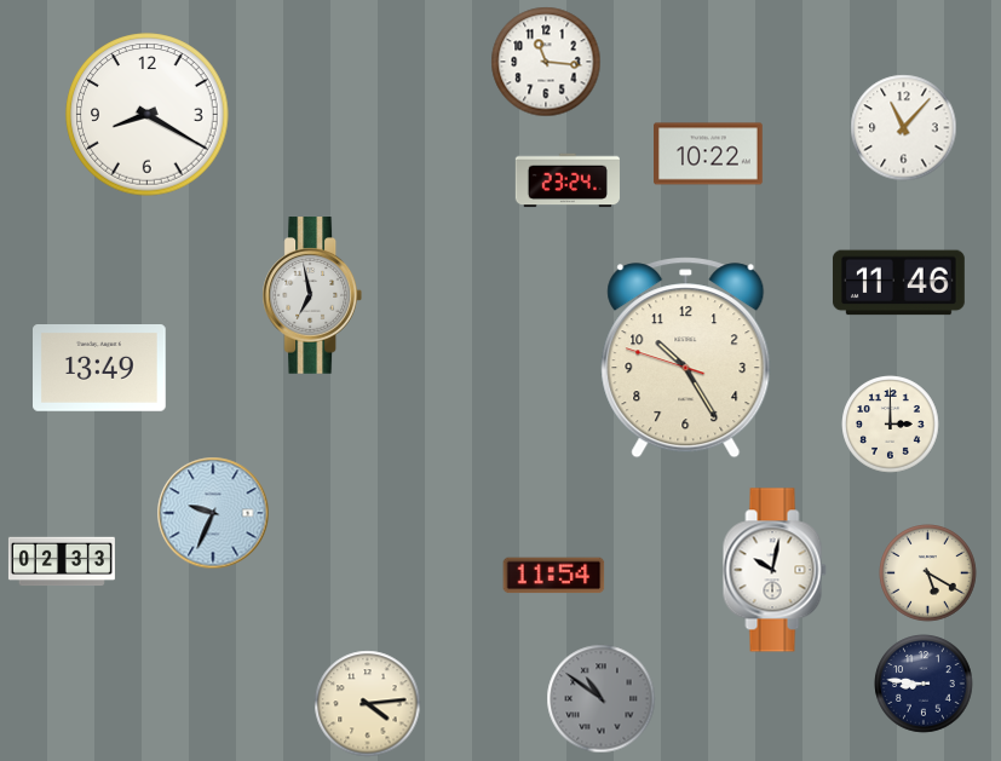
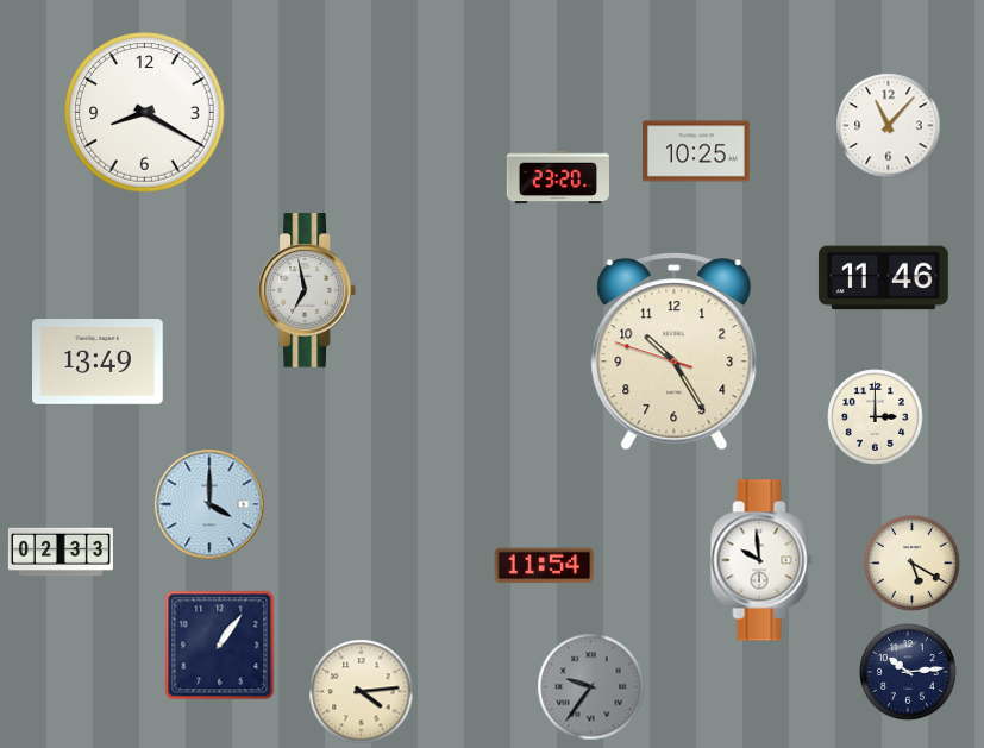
clock at (546, 62): 11:16 -> none
clock at (709, 154): 10:22 -> 10:25
clock at (568, 180): 23:24 -> 23:20
clock at (213, 513): 9:34 -> 4:00
clock at (775, 570): 10:02 -> 9:59
clock at (220, 646): none -> 1:06
clock at (924, 684): 8:46 -> 10:14
clock at (602, 699): 10:51 -> 9:36
